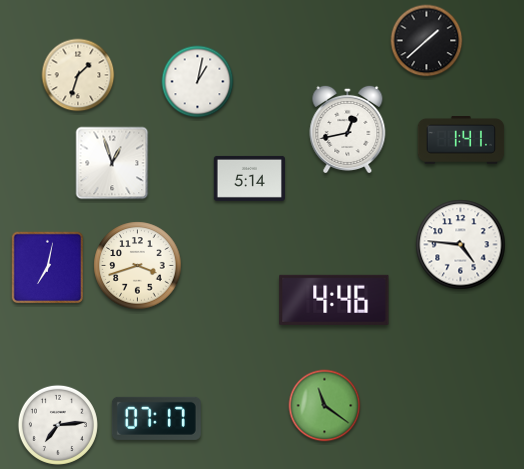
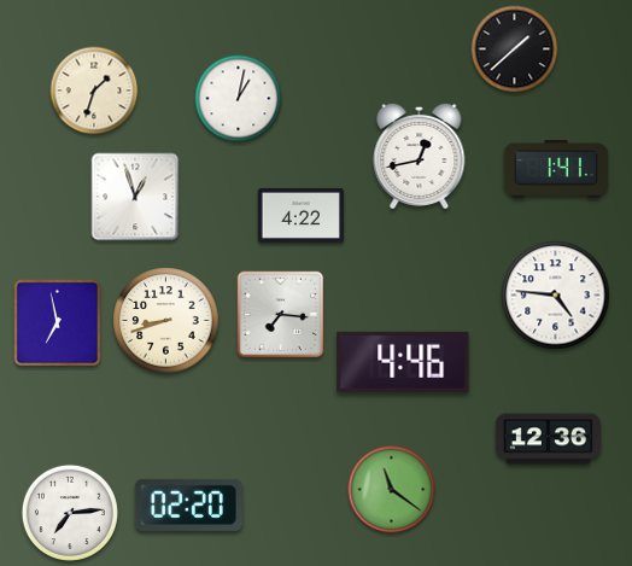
clock at (249, 178): 5:14 -> 4:22
clock at (281, 315): none -> 7:16
clock at (138, 266): 3:42 -> 8:42
clock at (48, 268): 7:02 -> 6:58
clock at (548, 439): none -> 12:36
clock at (156, 418): 07:17 -> 02:20
